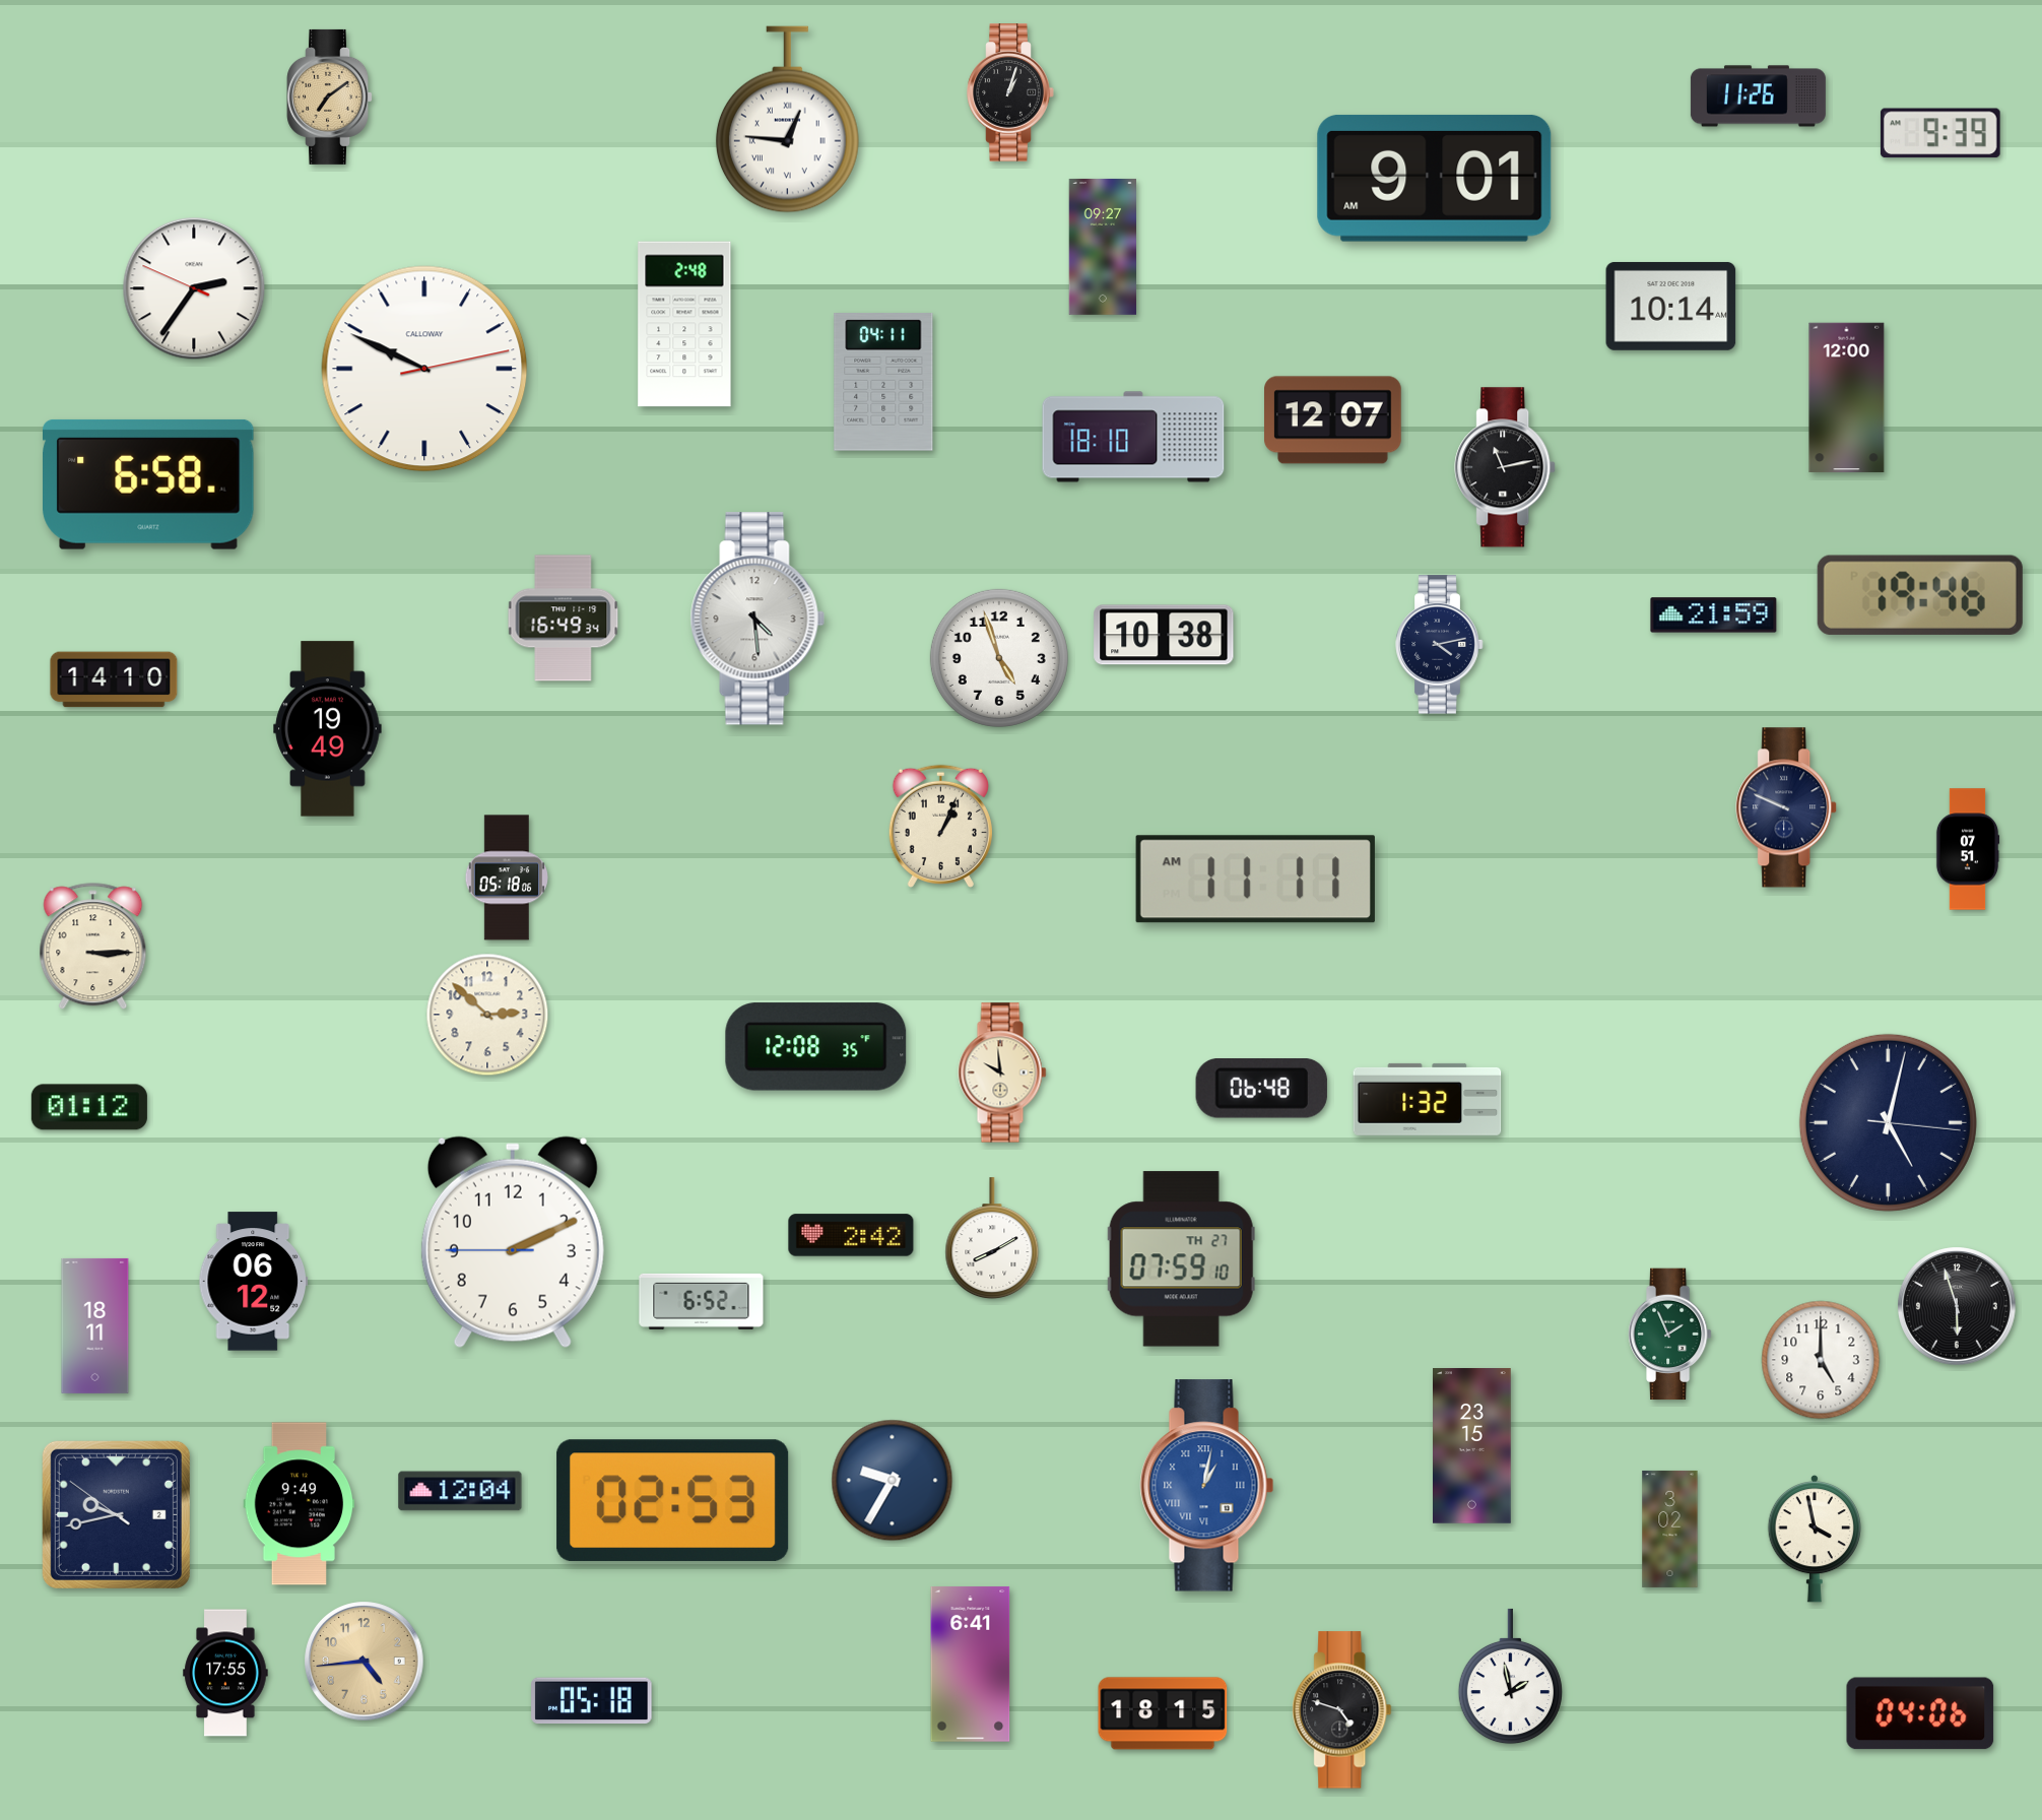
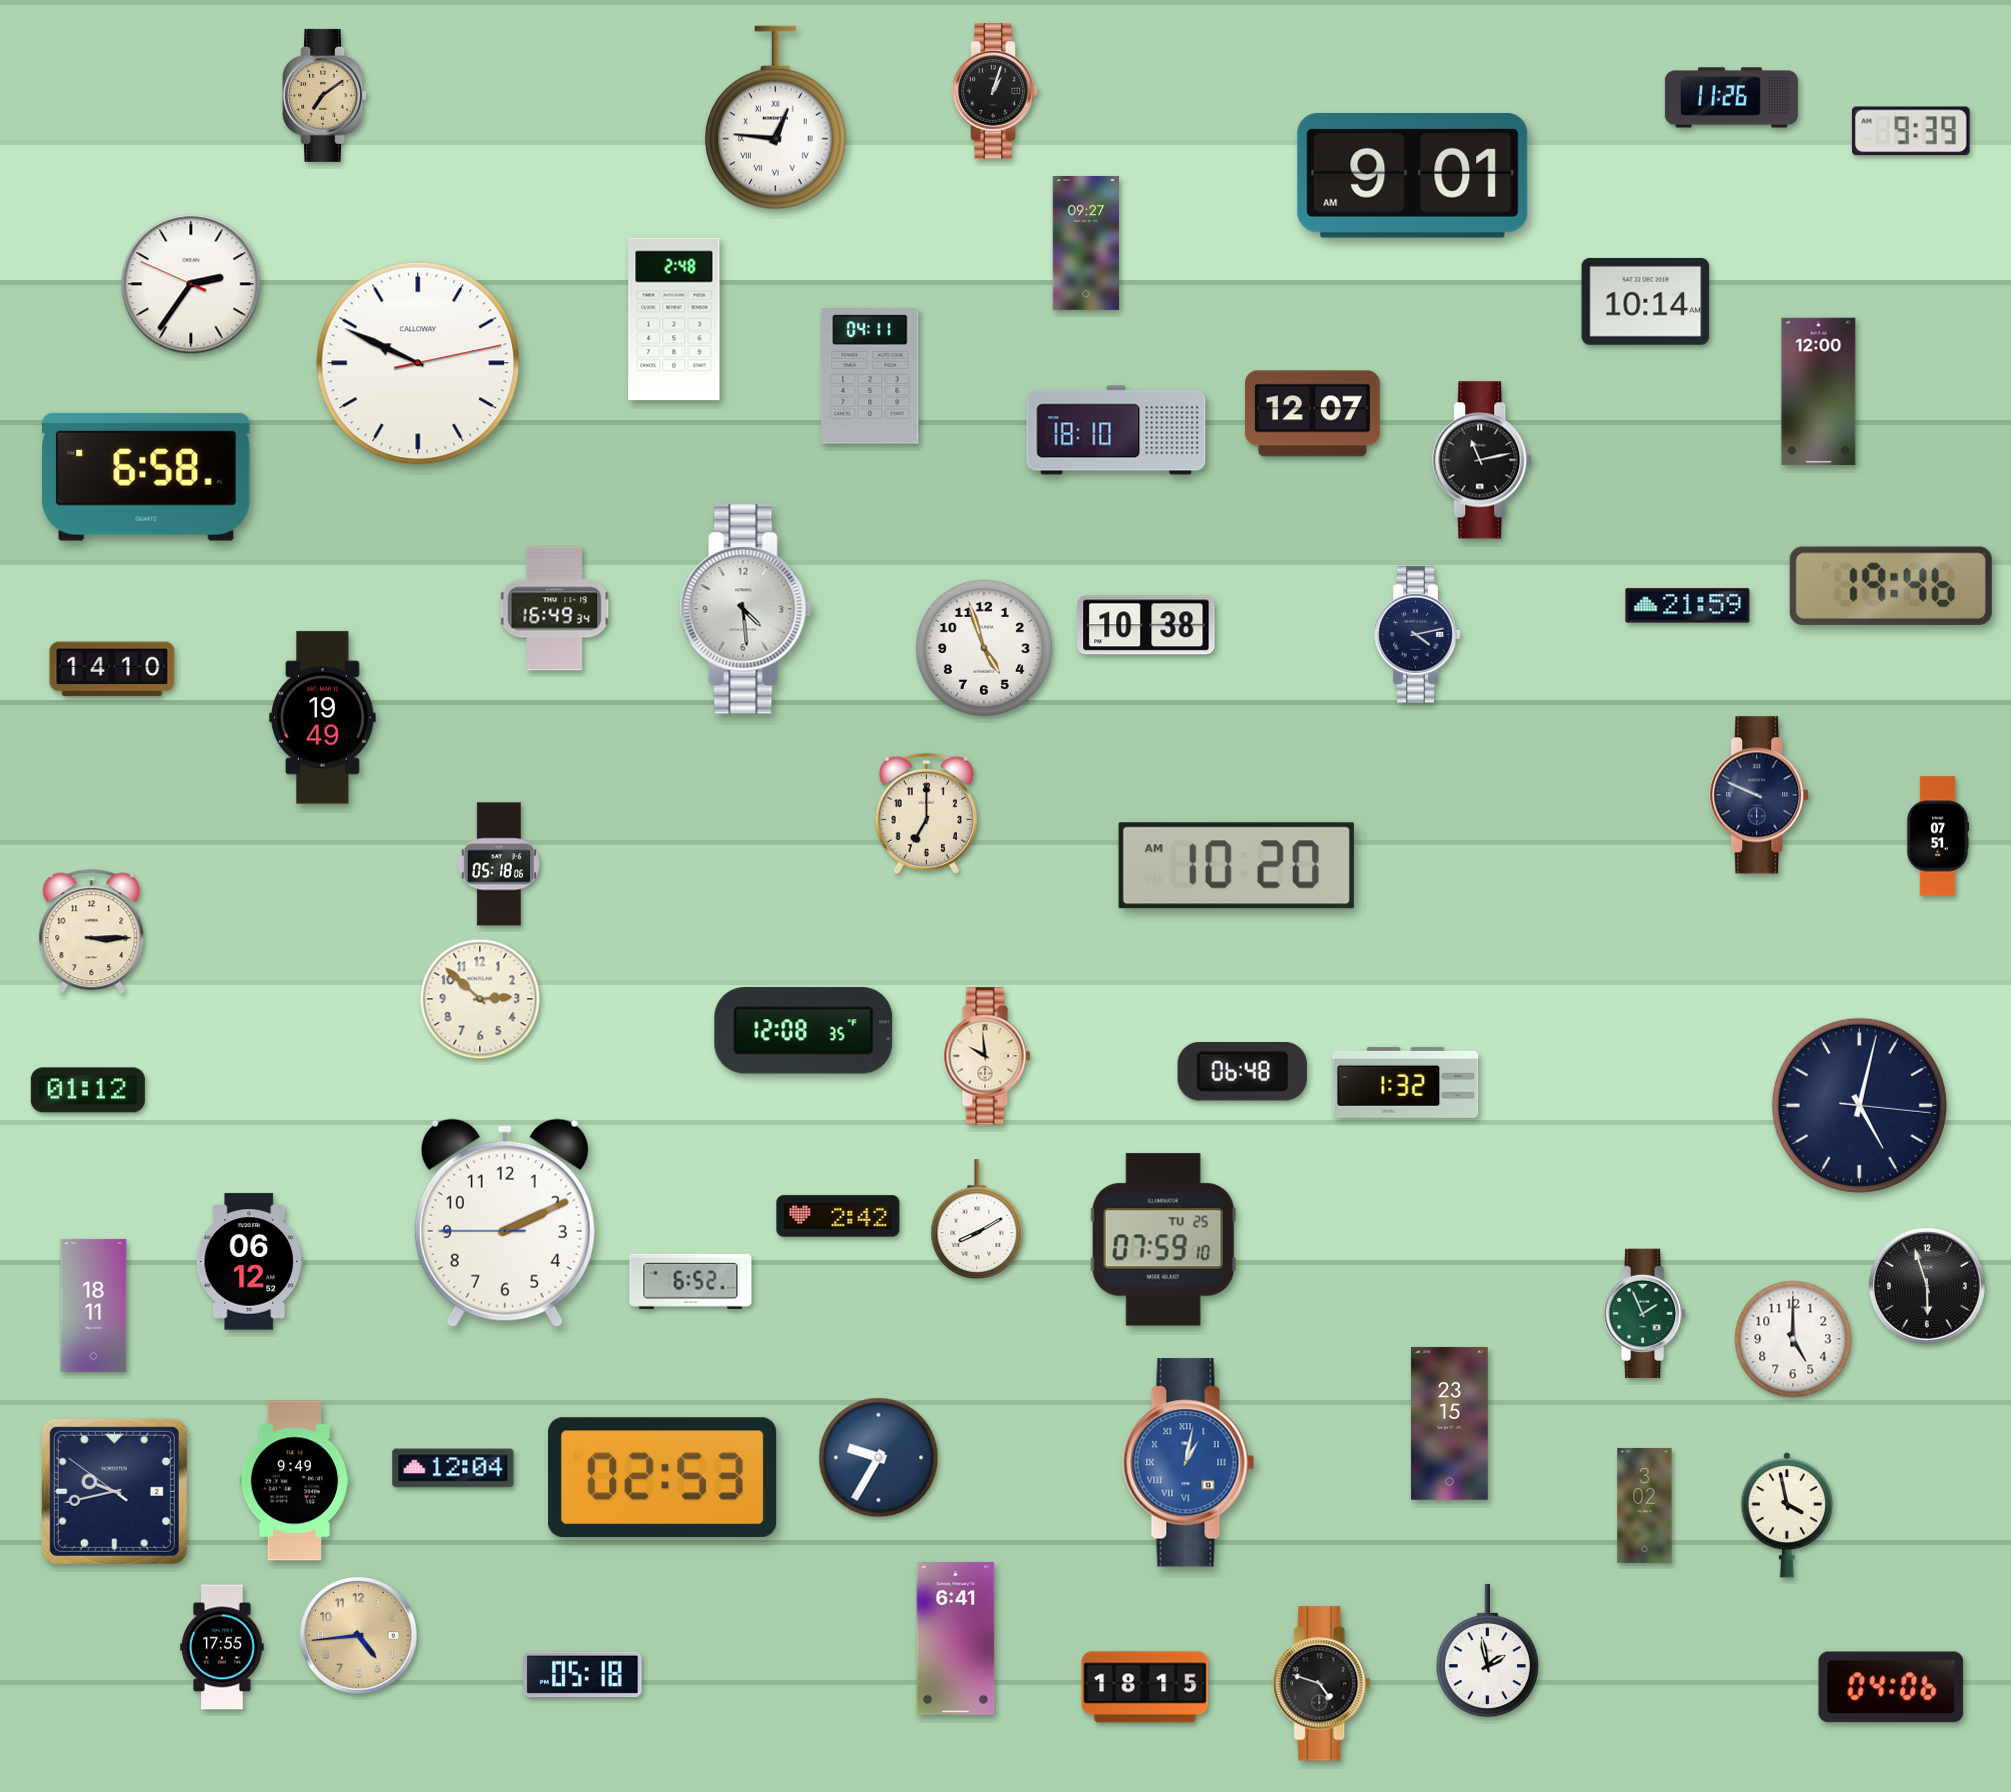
clock at (1758, 96) position: (1758, 96) -> (1731, 98)
clock at (940, 826): 1:04 -> 7:00
clock at (1255, 880): 11:11 -> 10:20
clock at (1181, 1259) date: TH 27 -> TU 25
